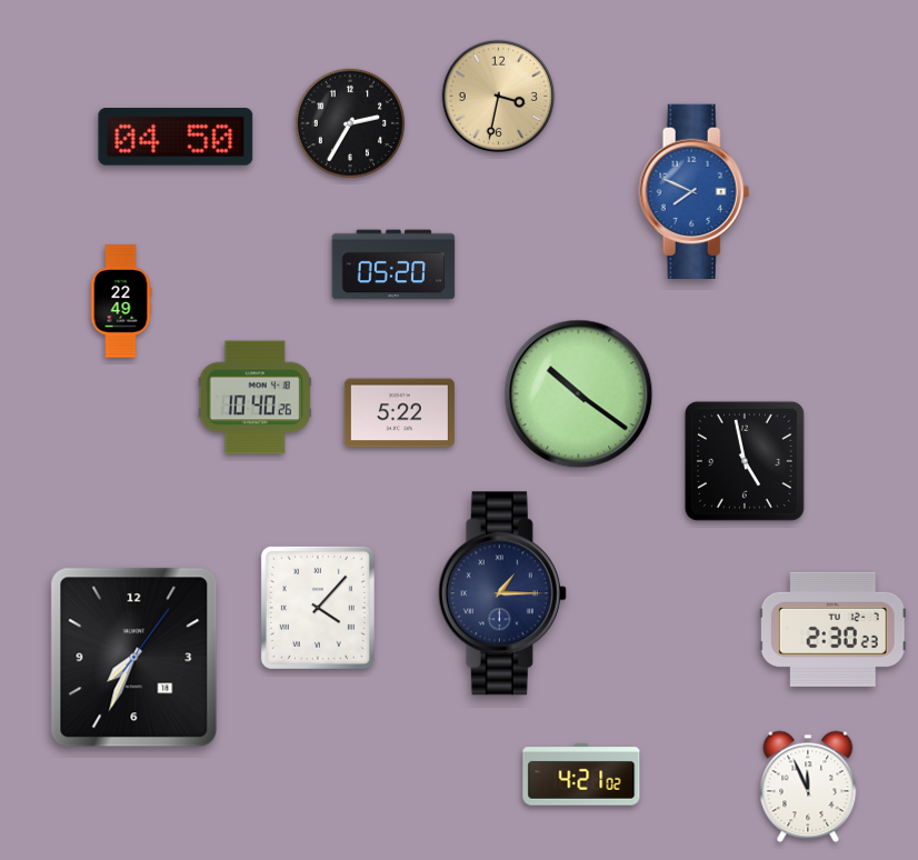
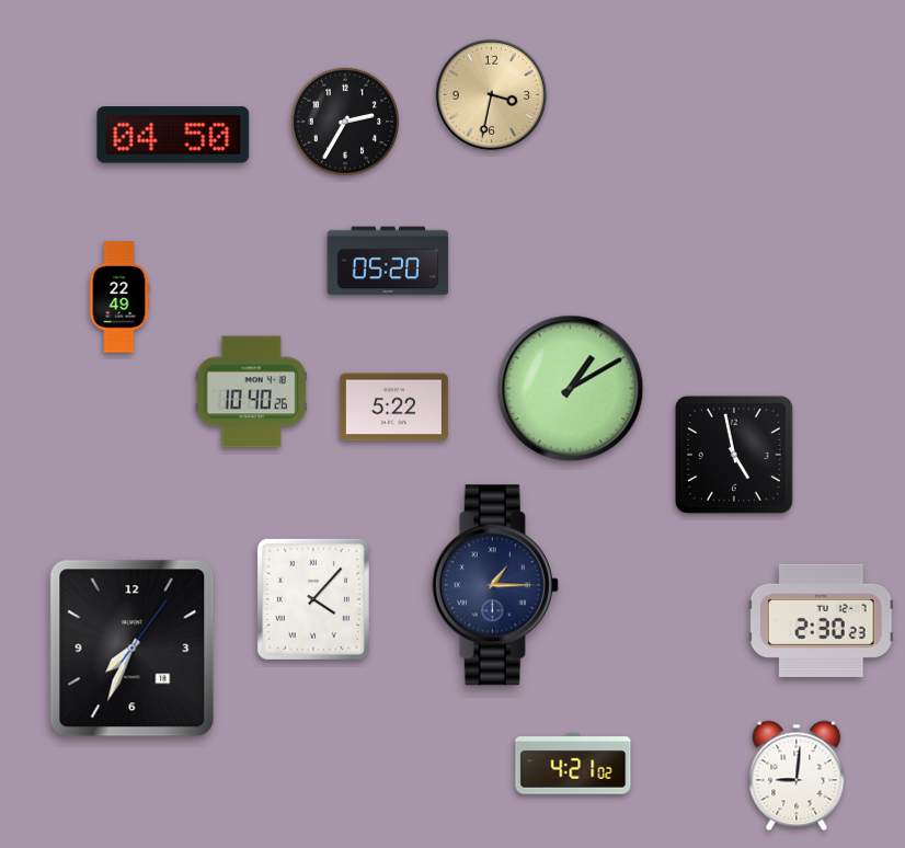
clock at (695, 191): 7:49 -> none
clock at (579, 394): 10:21 -> 1:10
clock at (808, 787): 11:56 -> 9:01
